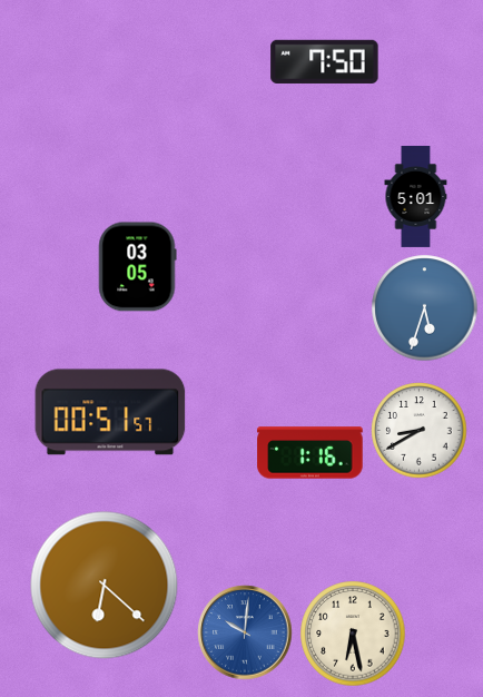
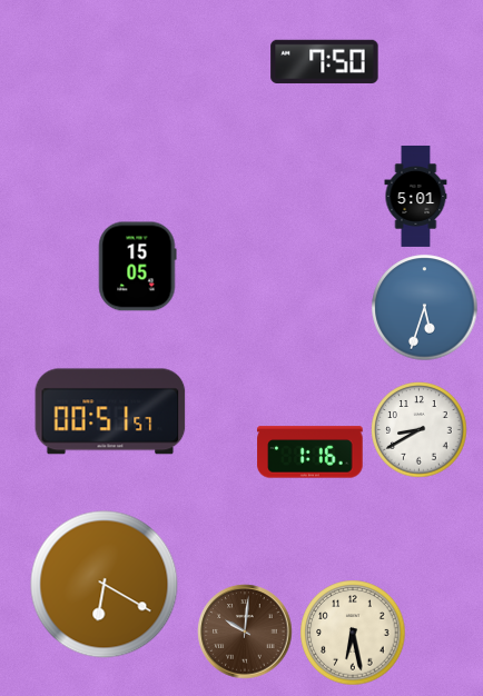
clock at (137, 267): 03:05 -> 15:05
clock at (105, 586): 6:22 -> 6:20
clock at (245, 632) dial: blue -> brown
